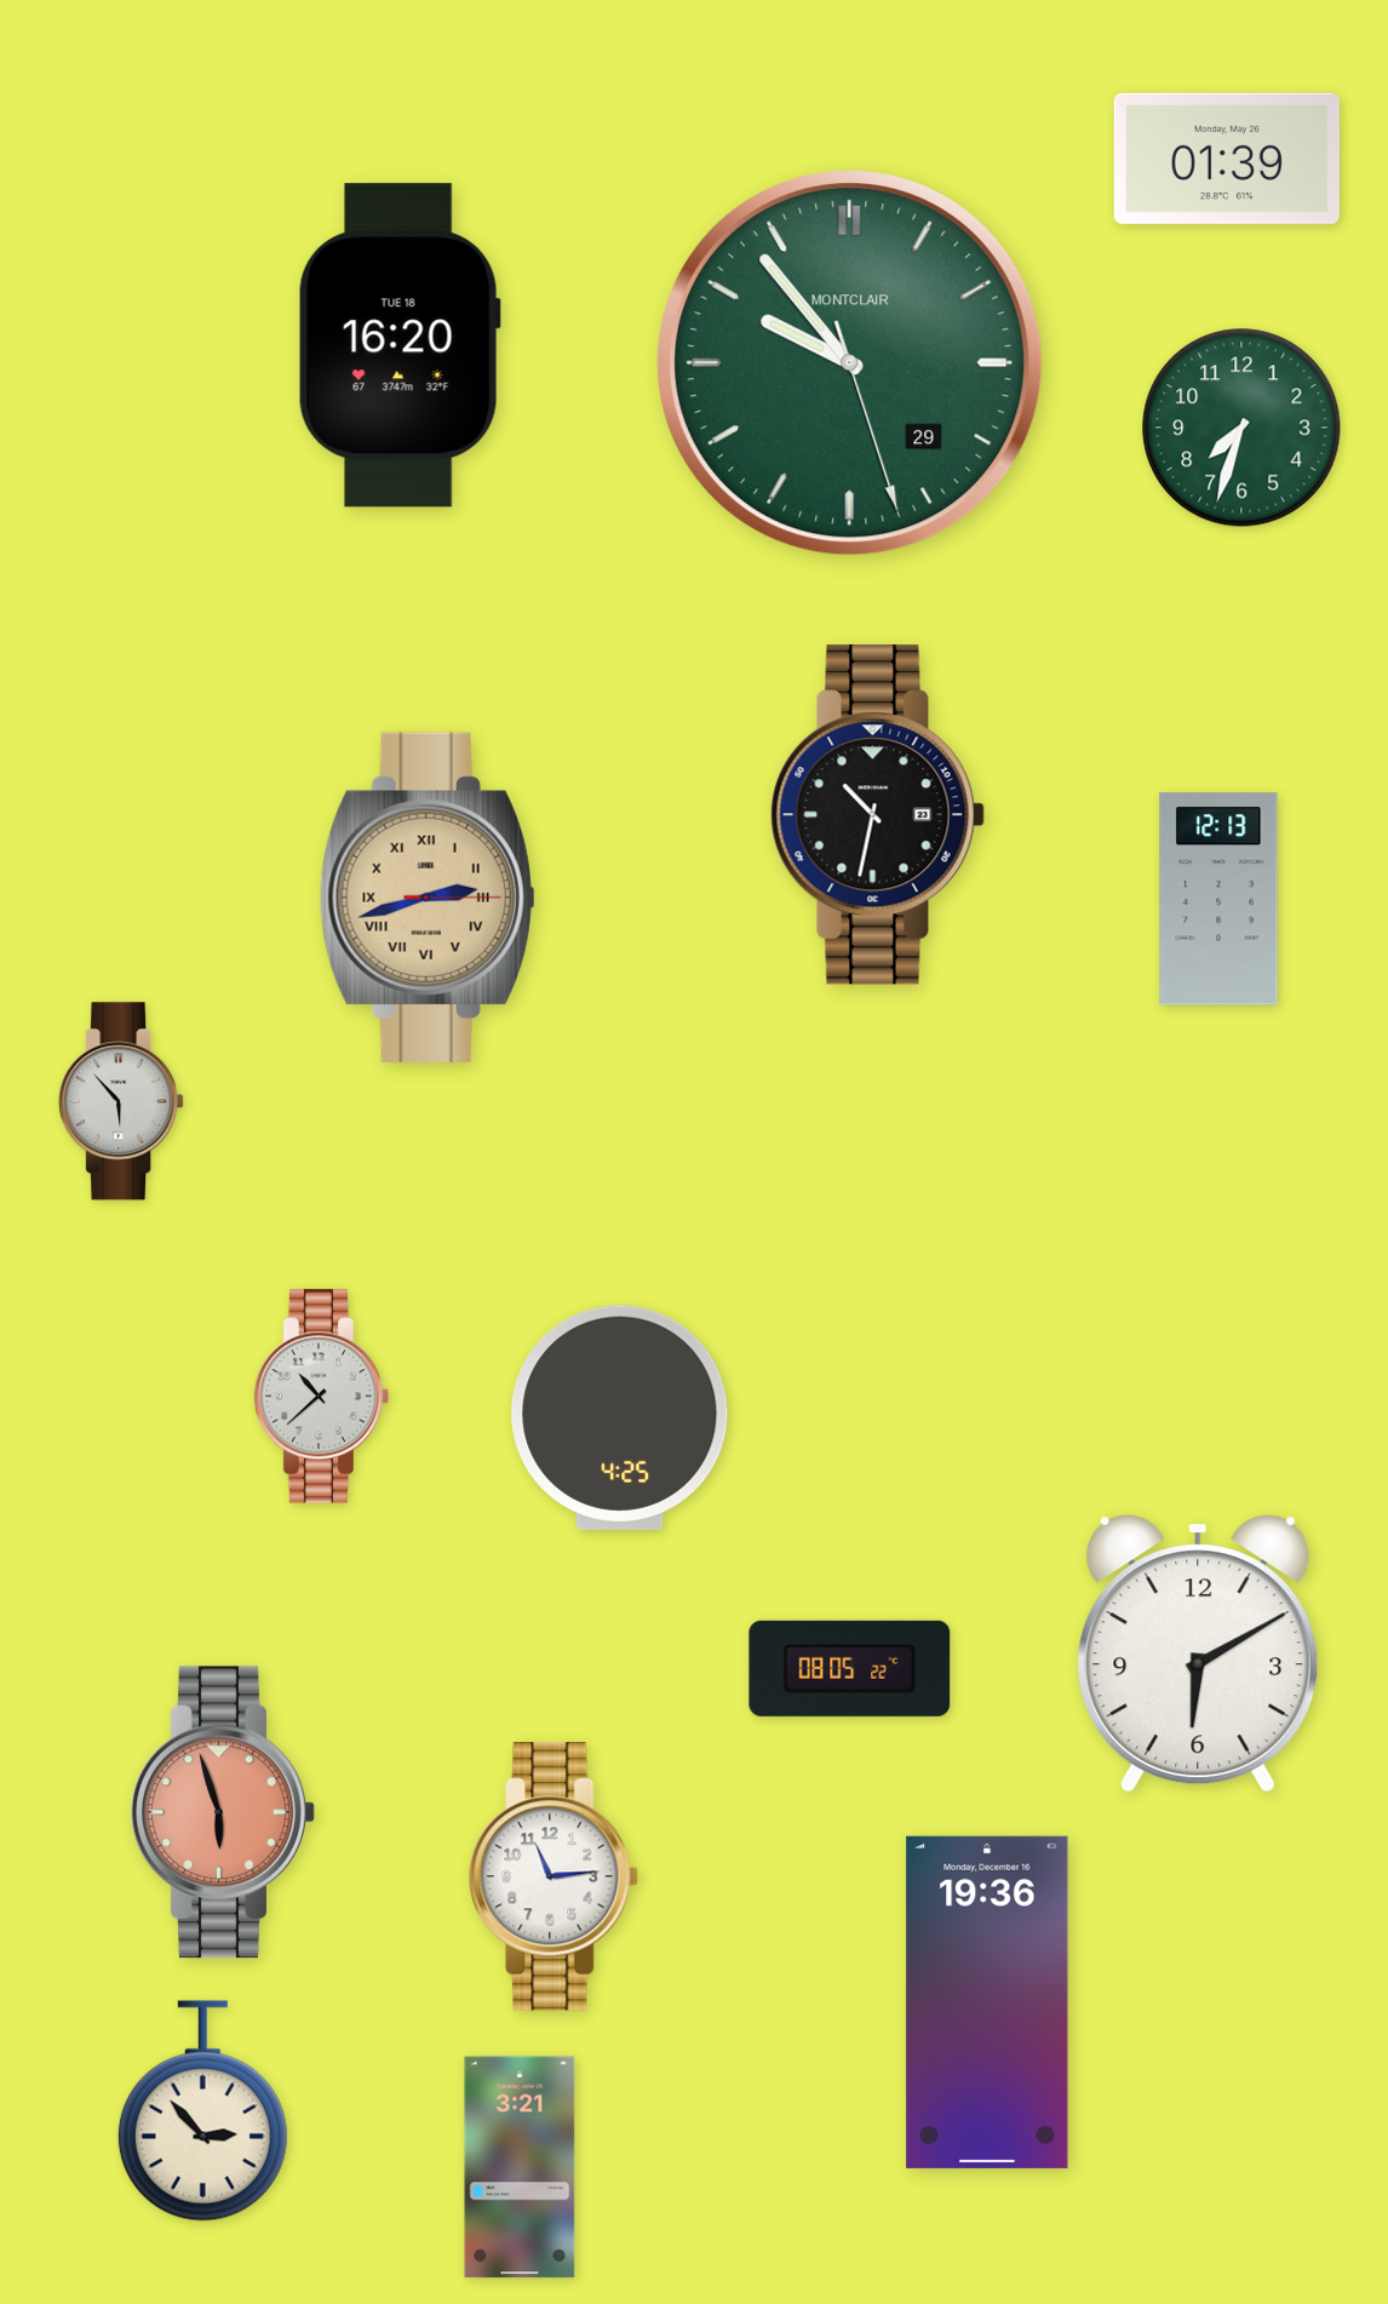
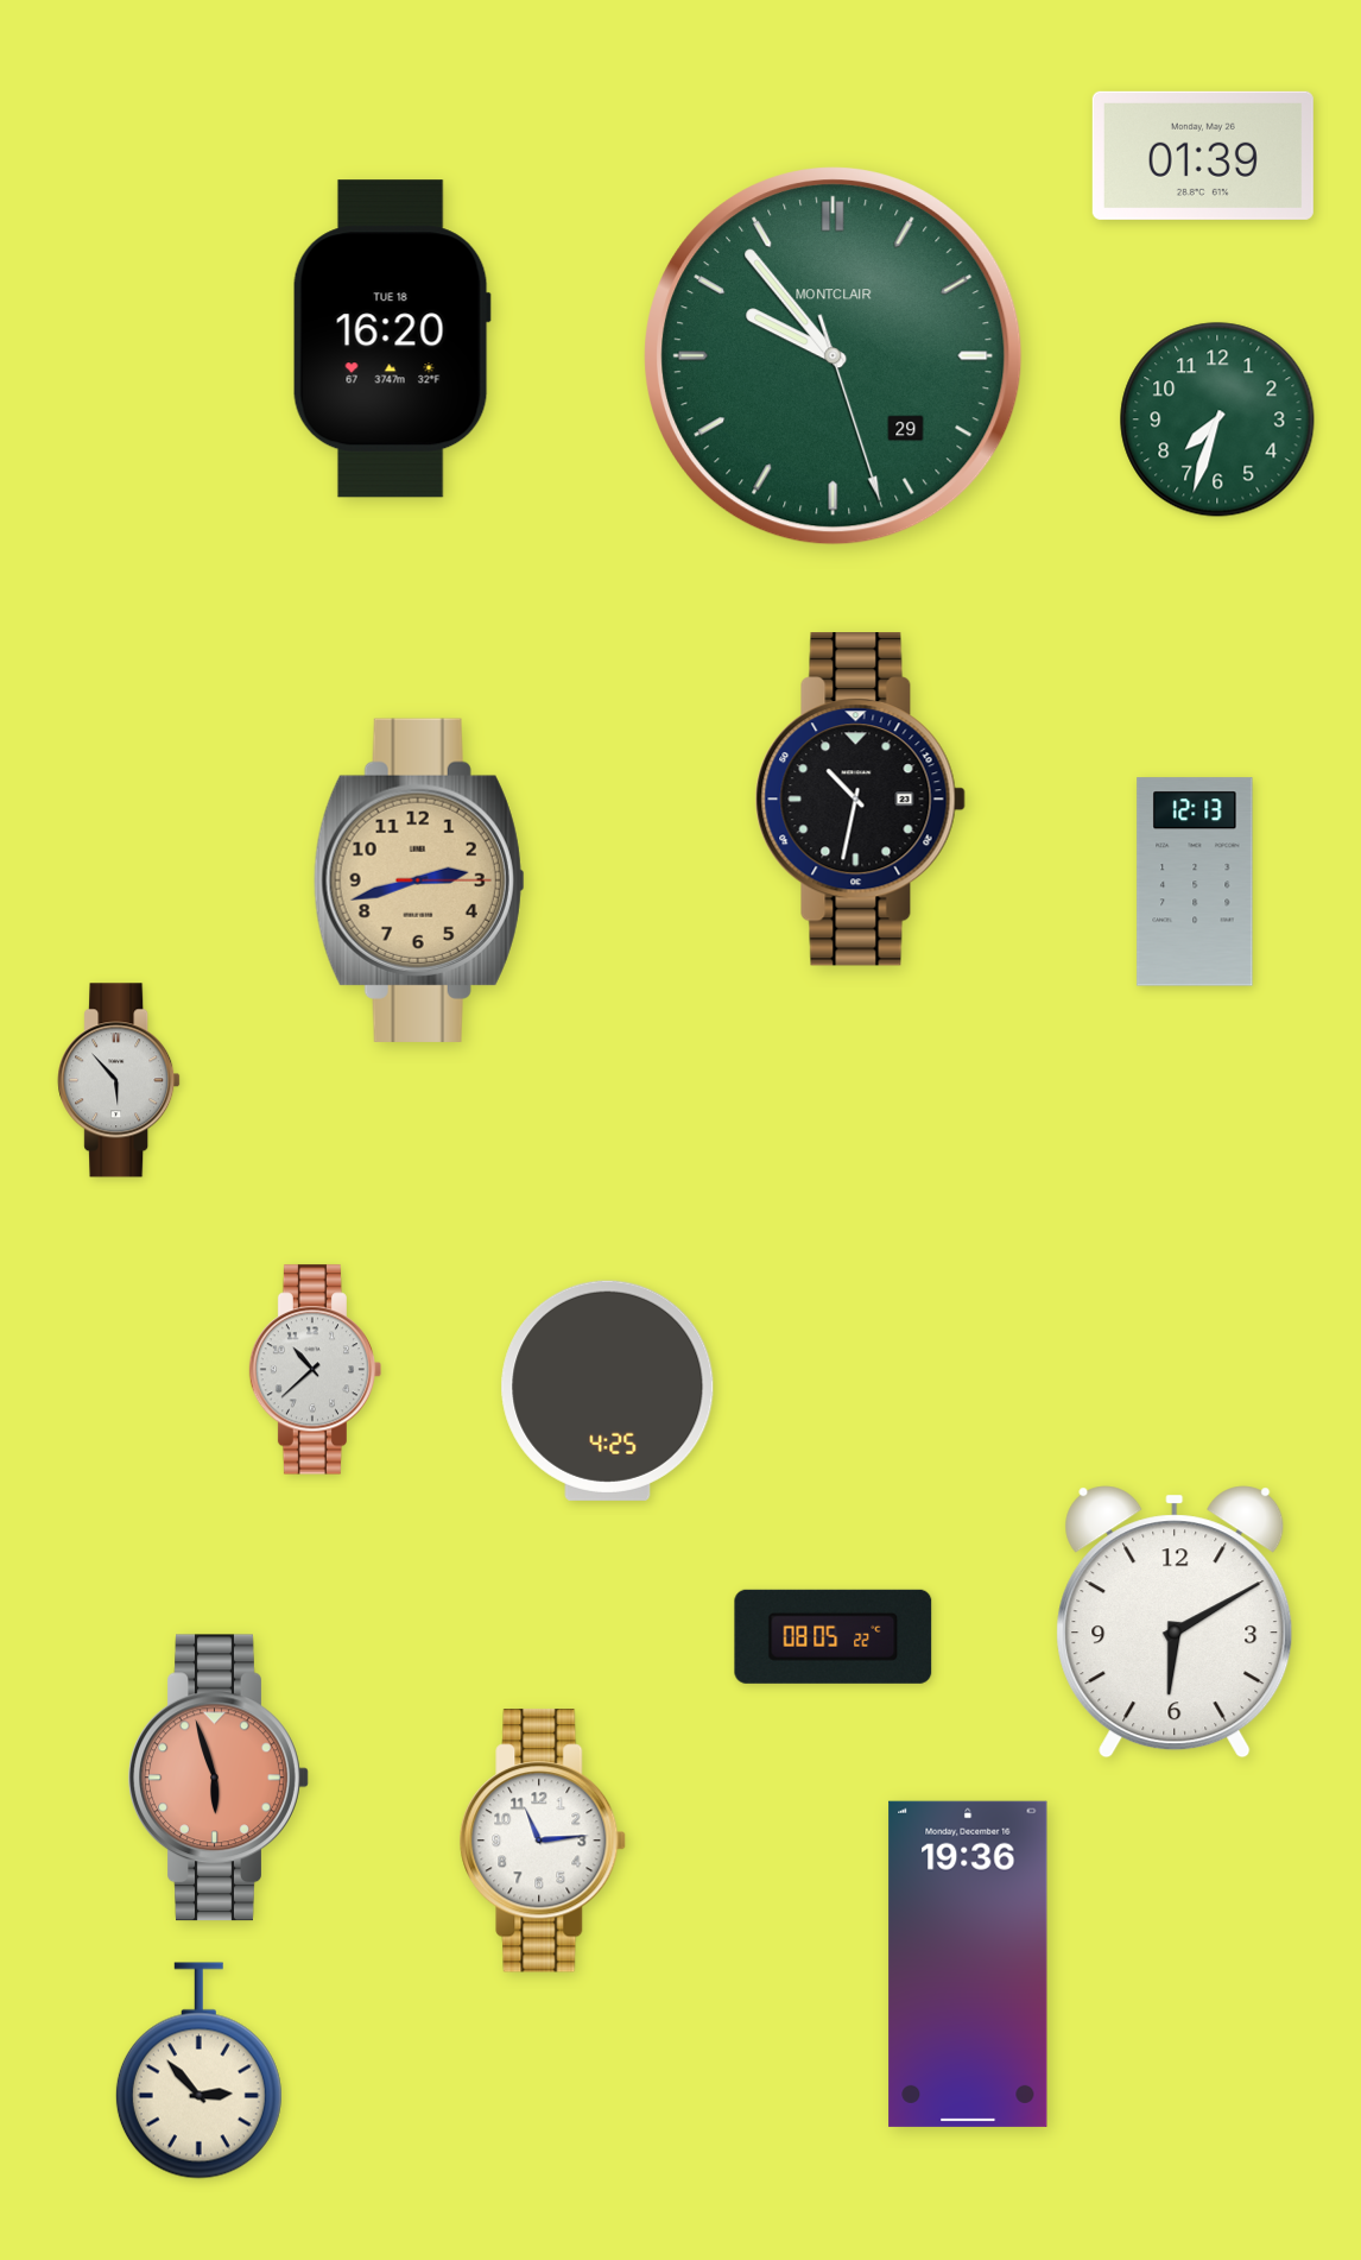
clock at (428, 898) numerals: Roman -> Arabic
clock at (520, 2167): 3:21 -> none
